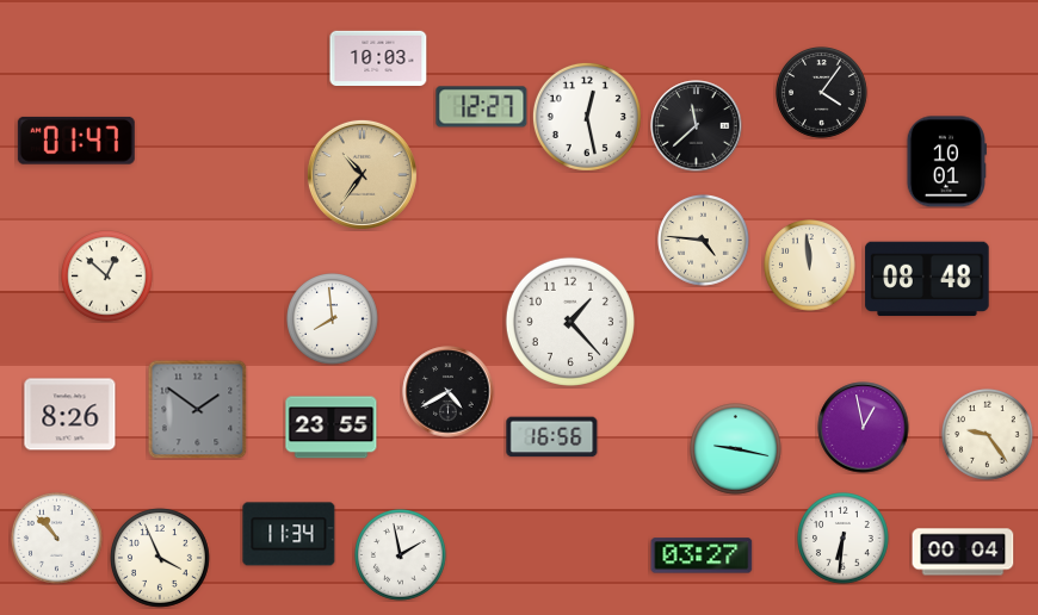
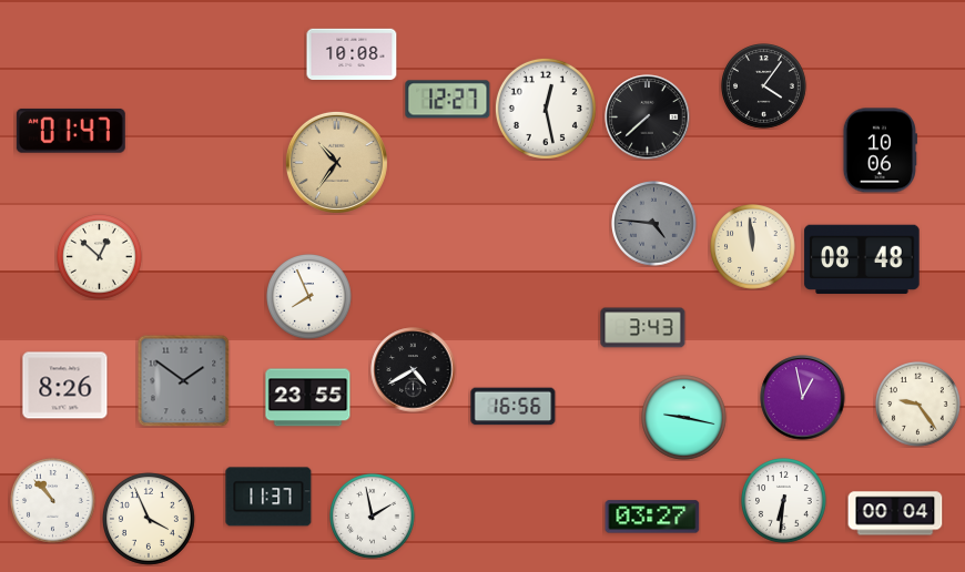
clock at (378, 57): 10:03 -> 10:08
clock at (697, 126): 11:38 -> 7:38
clock at (946, 162): 10:01 -> 10:06
clock at (704, 241) dial: cream -> grey
clock at (333, 319): 7:59 -> 7:56
clock at (570, 322): 1:23 -> none
clock at (643, 328): none -> 3:43
clock at (449, 392) position: (449, 392) -> (414, 370)
clock at (289, 534): 11:34 -> 11:37
